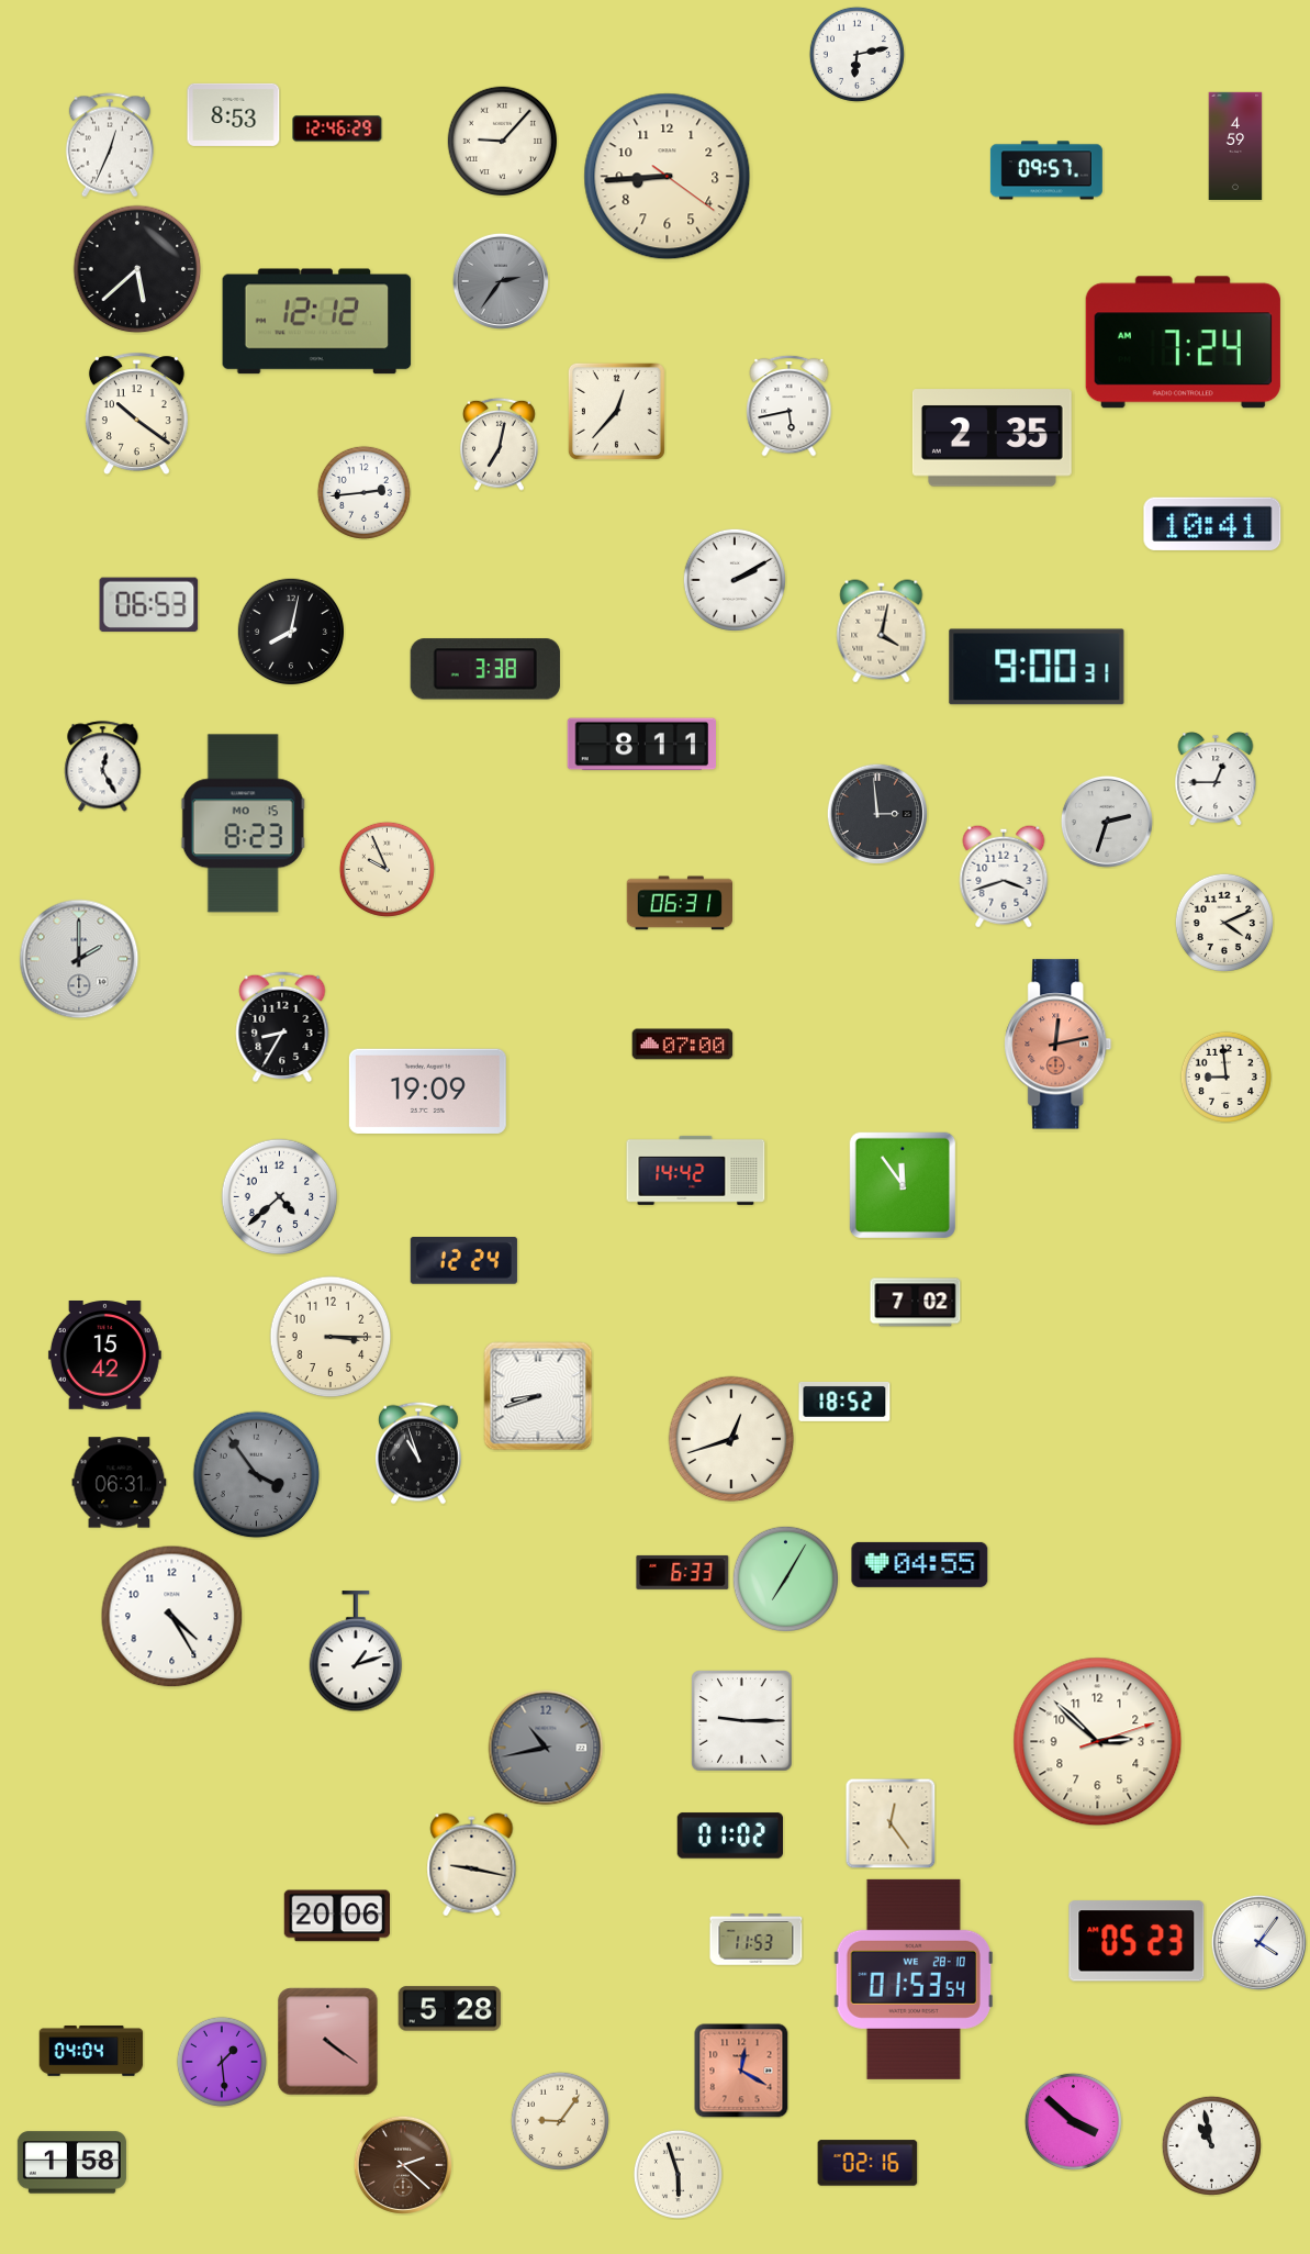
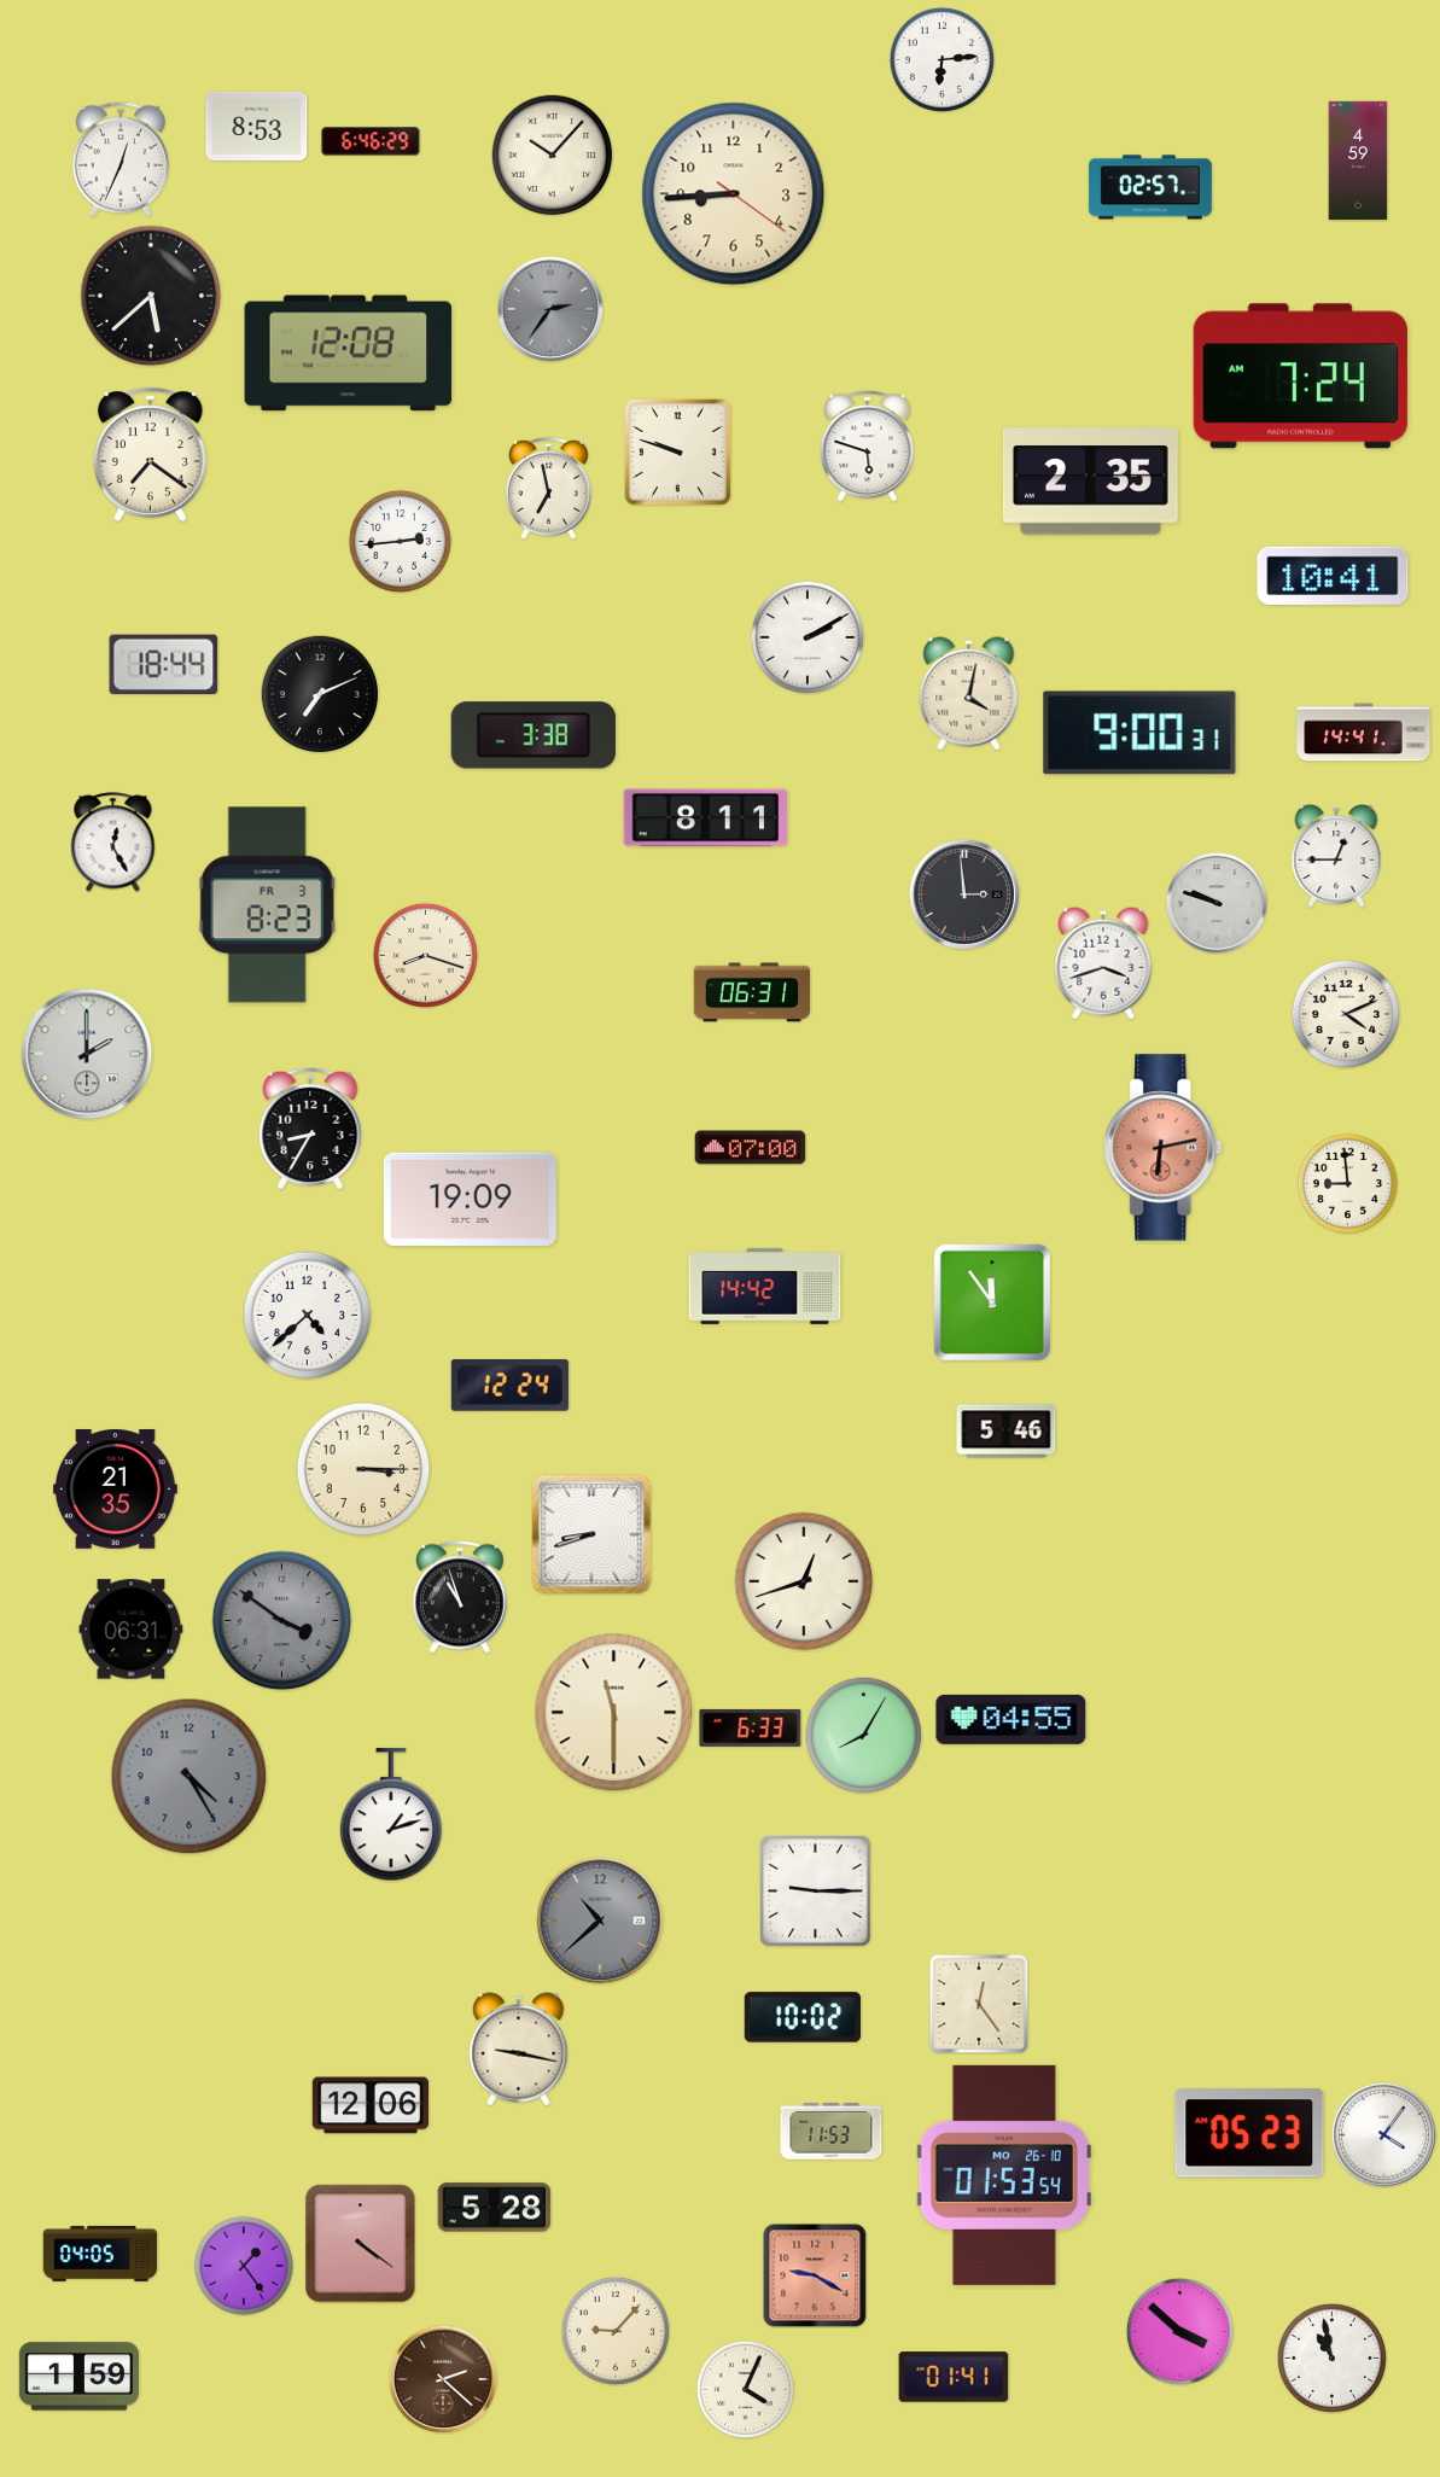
clock at (856, 54): 6:13 -> 6:14
clock at (337, 129): 12:46 -> 6:46
clock at (503, 142): 9:07 -> 10:07
clock at (1046, 170): 09:57 -> 02:57
clock at (317, 322): 12:12 -> 12:08
clock at (790, 405): 5:43 -> 5:48
clock at (616, 411): 12:37 -> 9:48
clock at (136, 413): 10:21 -> 7:21
clock at (499, 444): 7:02 -> 6:58
clock at (149, 605): 06:53 -> 18:44
clock at (290, 631): 8:02 -> 7:11
clock at (1364, 733): none -> 14:41
clock at (1107, 822): 2:33 -> 9:48
clock at (243, 824) date: MO 15 -> FR 3
clock at (387, 869): 9:56 -> 8:18
clock at (679, 903) position: (679, 903) -> (751, 992)
clock at (1059, 1045): 12:13 -> 6:13
clock at (916, 1303): 7:02 -> 5:46
clock at (104, 1355): 15:42 -> 21:35
clock at (844, 1402): 18:52 -> none
clock at (257, 1475): 3:54 -> 3:51
clock at (614, 1713): none -> 11:30
clock at (785, 1578): 7:05 -> 8:05
clock at (172, 1617) dial: white -> grey
clock at (1098, 1742): 2:52 -> none
clock at (546, 1748): 10:43 -> 10:38
clock at (729, 1835): 01:02 -> 10:02
clock at (336, 1916): 20:06 -> 12:06
clock at (912, 1979) date: WE 28-10 -> MO 26-10
clock at (91, 2052): 04:04 -> 04:05
clock at (222, 2062): 1:29 -> 1:24
clock at (741, 2071): 12:20 -> 9:20
clock at (560, 2121): 9:06 -> 9:07
clock at (71, 2163): 1:58 -> 1:59
clock at (867, 2163): 02:16 -> 01:41
clock at (678, 2174): 5:57 -> 4:04
